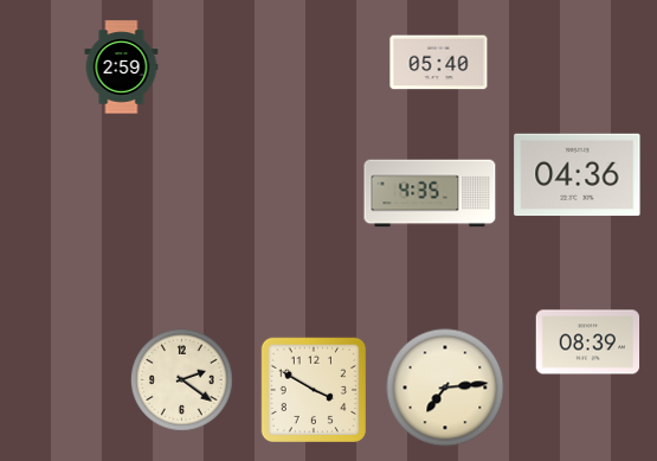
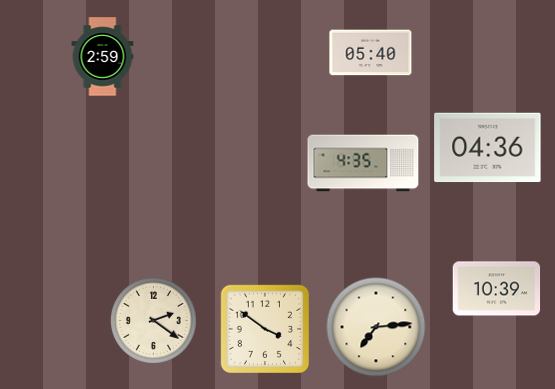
clock at (588, 342): 08:39 -> 10:39
clock at (313, 389): 3:50 -> 3:51
